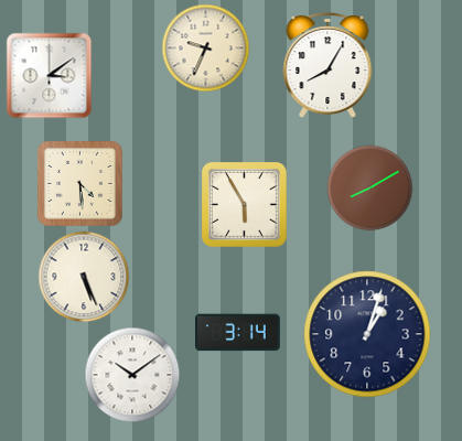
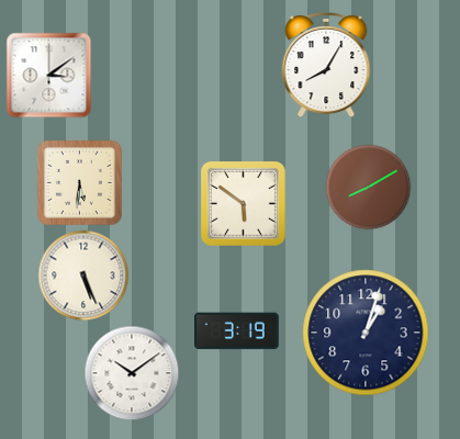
clock at (205, 47): 9:34 -> none
clock at (79, 183): 4:29 -> 5:31
clock at (244, 204): 5:55 -> 5:51
clock at (238, 333): 3:14 -> 3:19
